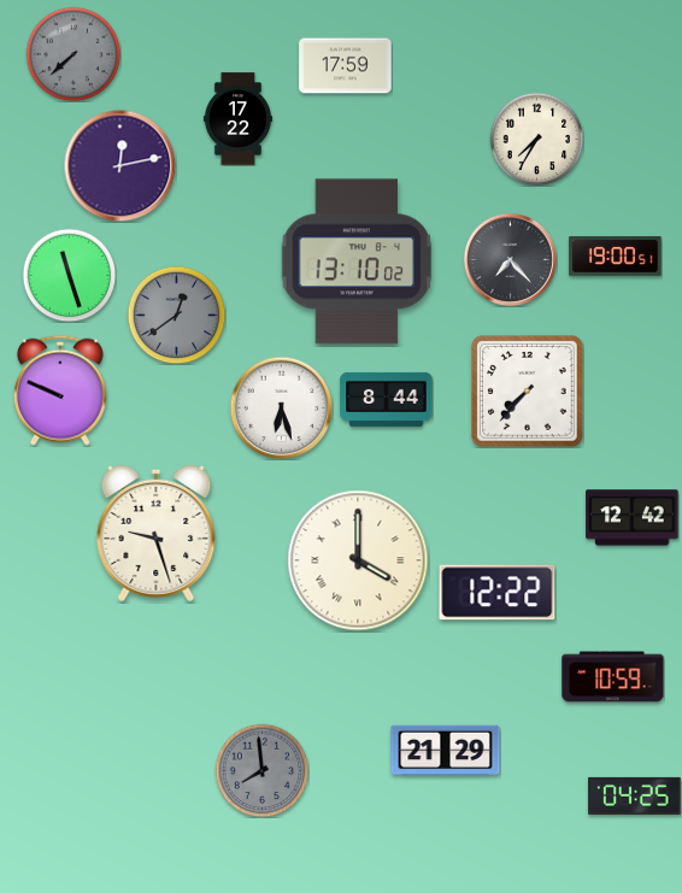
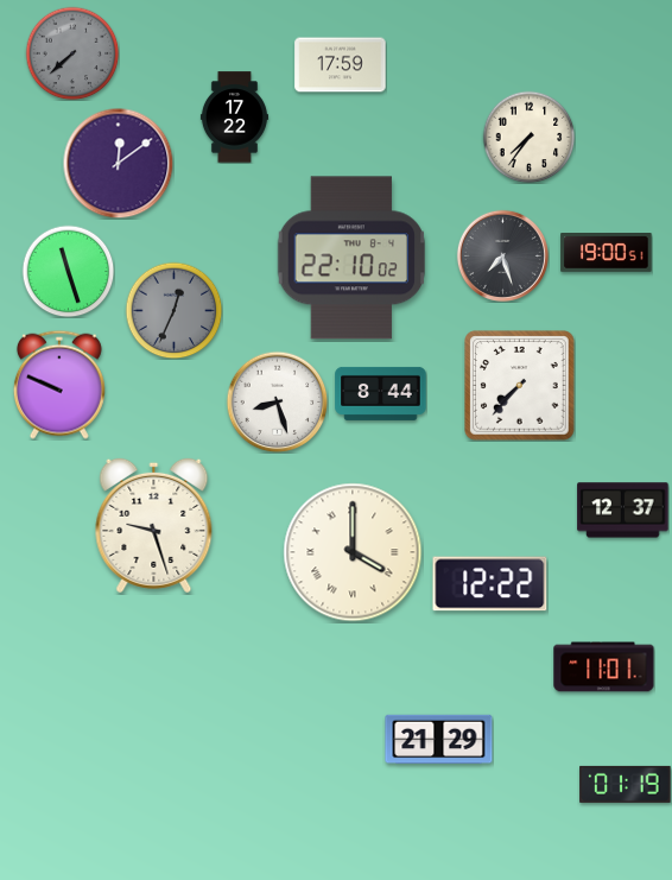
clock at (536, 139): 7:35 -> 7:36
clock at (119, 165): 12:13 -> 12:09
clock at (510, 259): 7:23 -> 7:27
clock at (355, 262): 13:10 -> 22:10
clock at (176, 315): 12:39 -> 12:34
clock at (281, 407): 6:27 -> 8:27
clock at (633, 518): 12:42 -> 12:37
clock at (613, 677): 10:59 -> 11:01
clock at (261, 770): 7:59 -> none
clock at (635, 795): 04:25 -> 01:19
